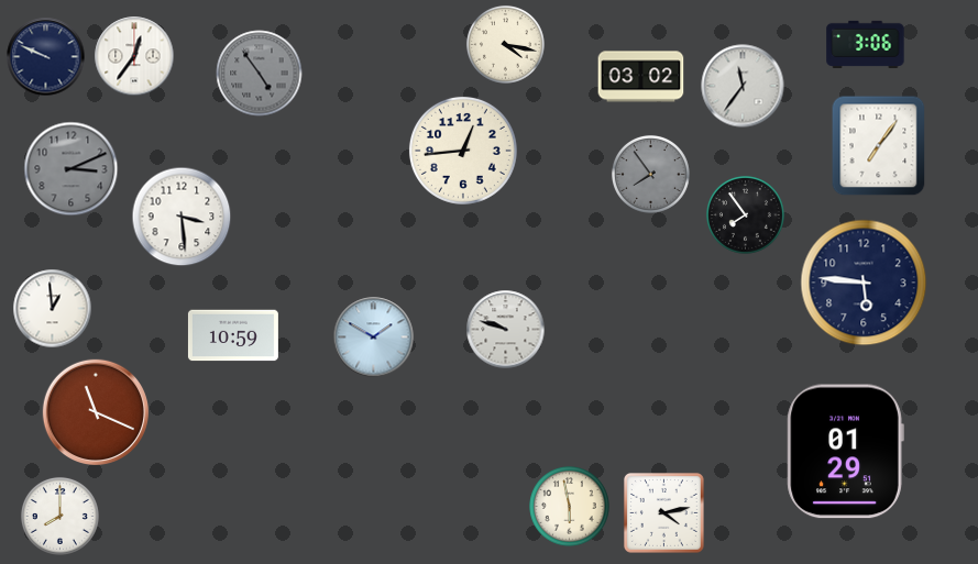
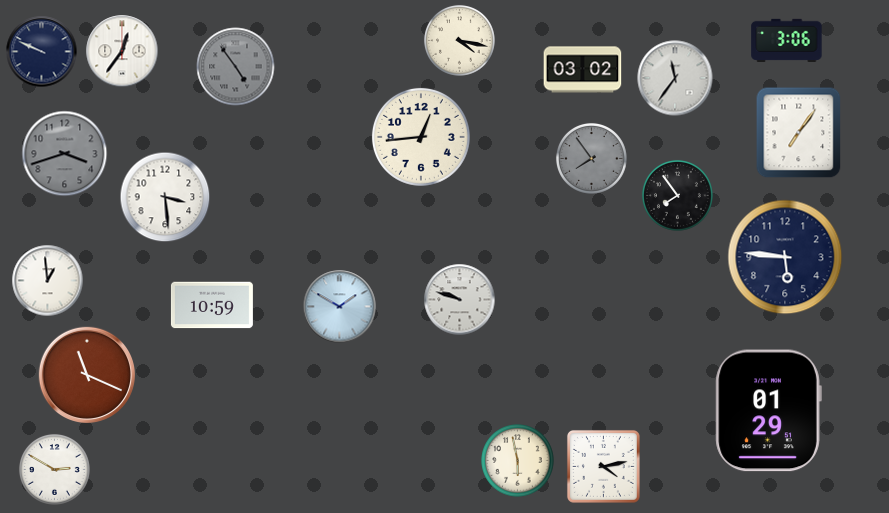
clock at (72, 169): 3:11 -> 3:42
clock at (59, 516): 8:00 -> 2:50
